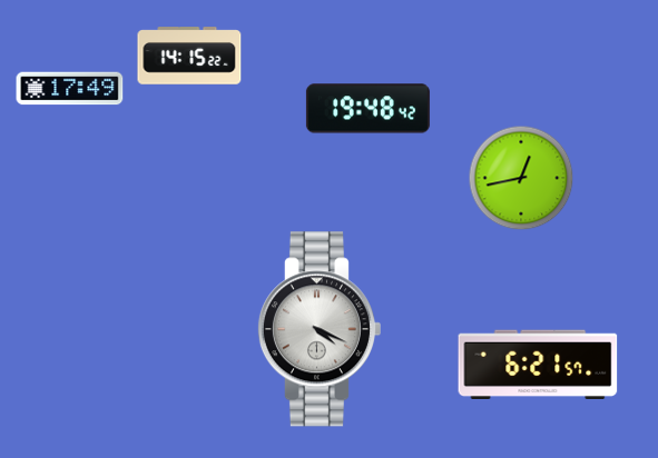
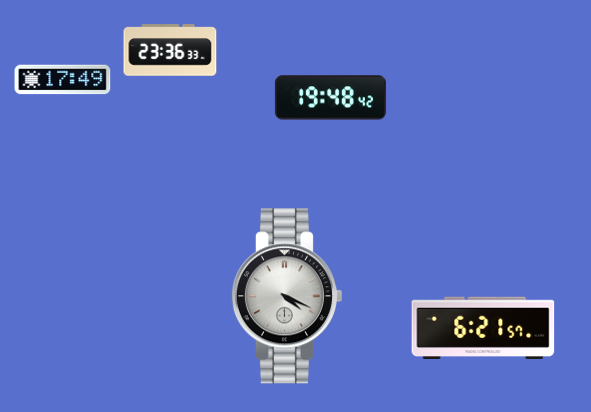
clock at (189, 56): 14:15 -> 23:36
clock at (521, 178): 12:43 -> none
